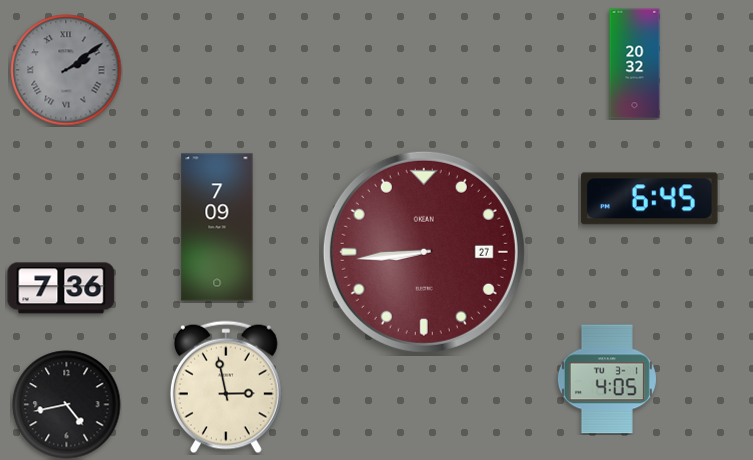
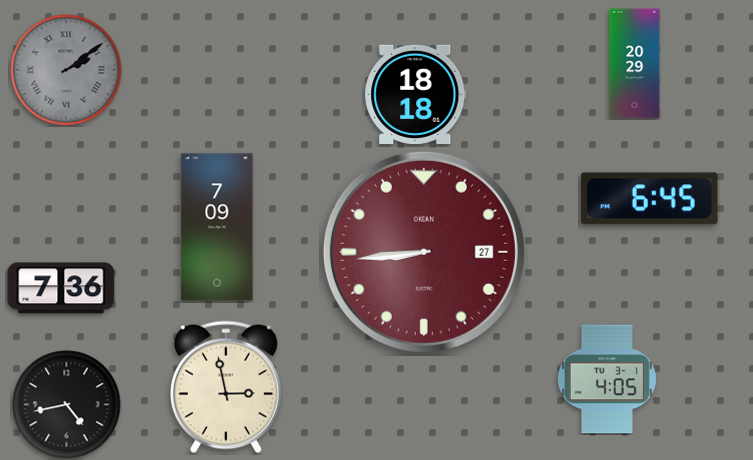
clock at (635, 64): 20:32 -> 20:29
clock at (416, 94): none -> 18:18
